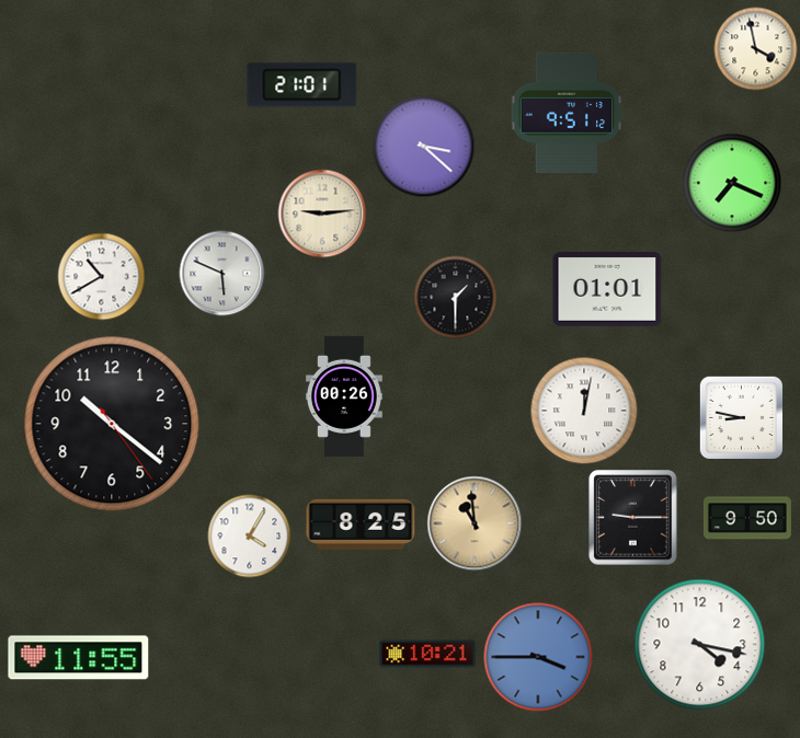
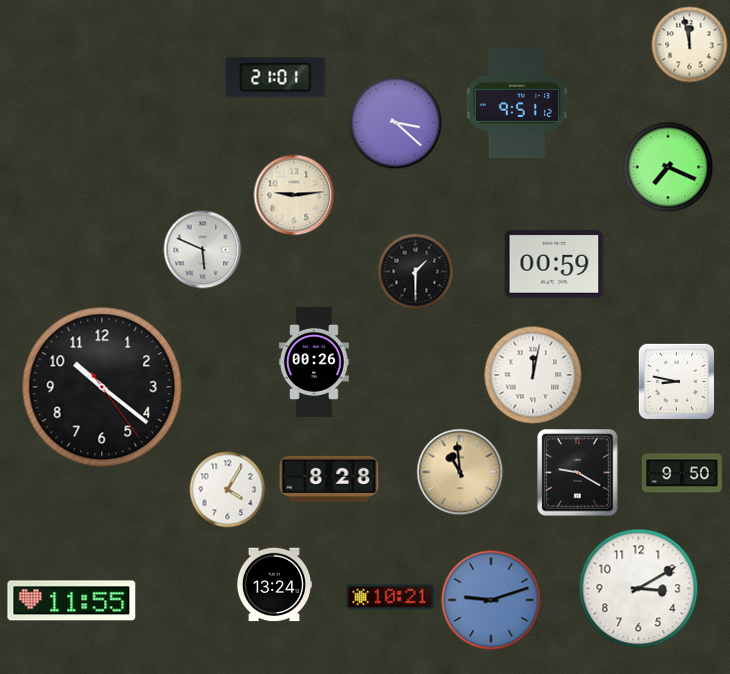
clock at (756, 49): 3:58 -> 11:58
clock at (424, 147) position: (424, 147) -> (396, 123)
clock at (102, 277): 10:40 -> none
clock at (607, 290): 01:01 -> 00:59
clock at (633, 518): 9:15 -> 9:20
clock at (475, 523) position: (475, 523) -> (460, 472)
clock at (361, 524): 8:25 -> 8:28
clock at (274, 585): none -> 13:24
clock at (700, 645): 4:17 -> 3:10
clock at (538, 657): 3:45 -> 9:12
